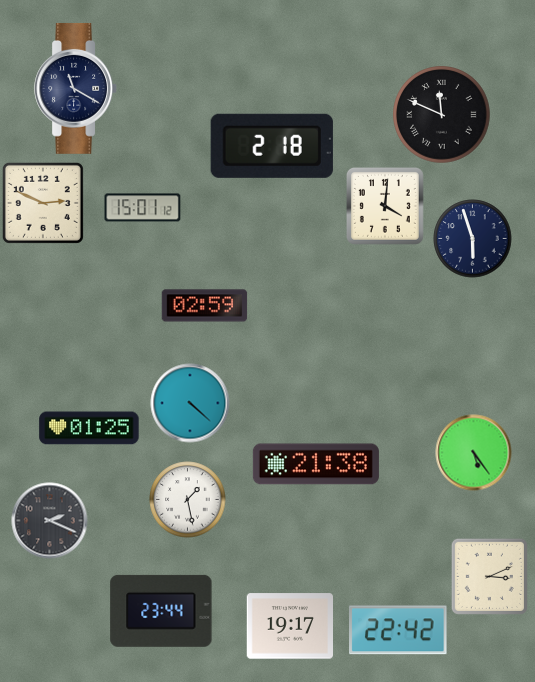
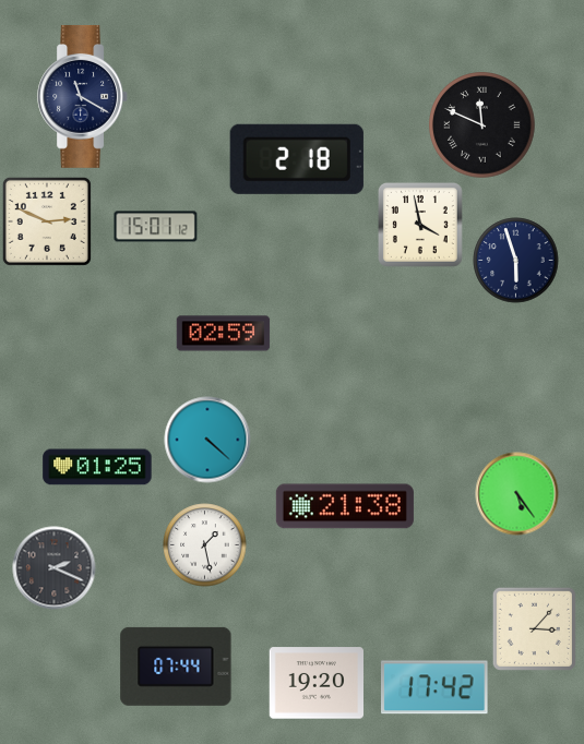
clock at (385, 206): 4:01 -> 3:58
clock at (489, 576): 3:11 -> 3:07
clock at (161, 611): 23:44 -> 07:44
clock at (290, 626): 19:17 -> 19:20
clock at (398, 630): 22:42 -> 17:42
